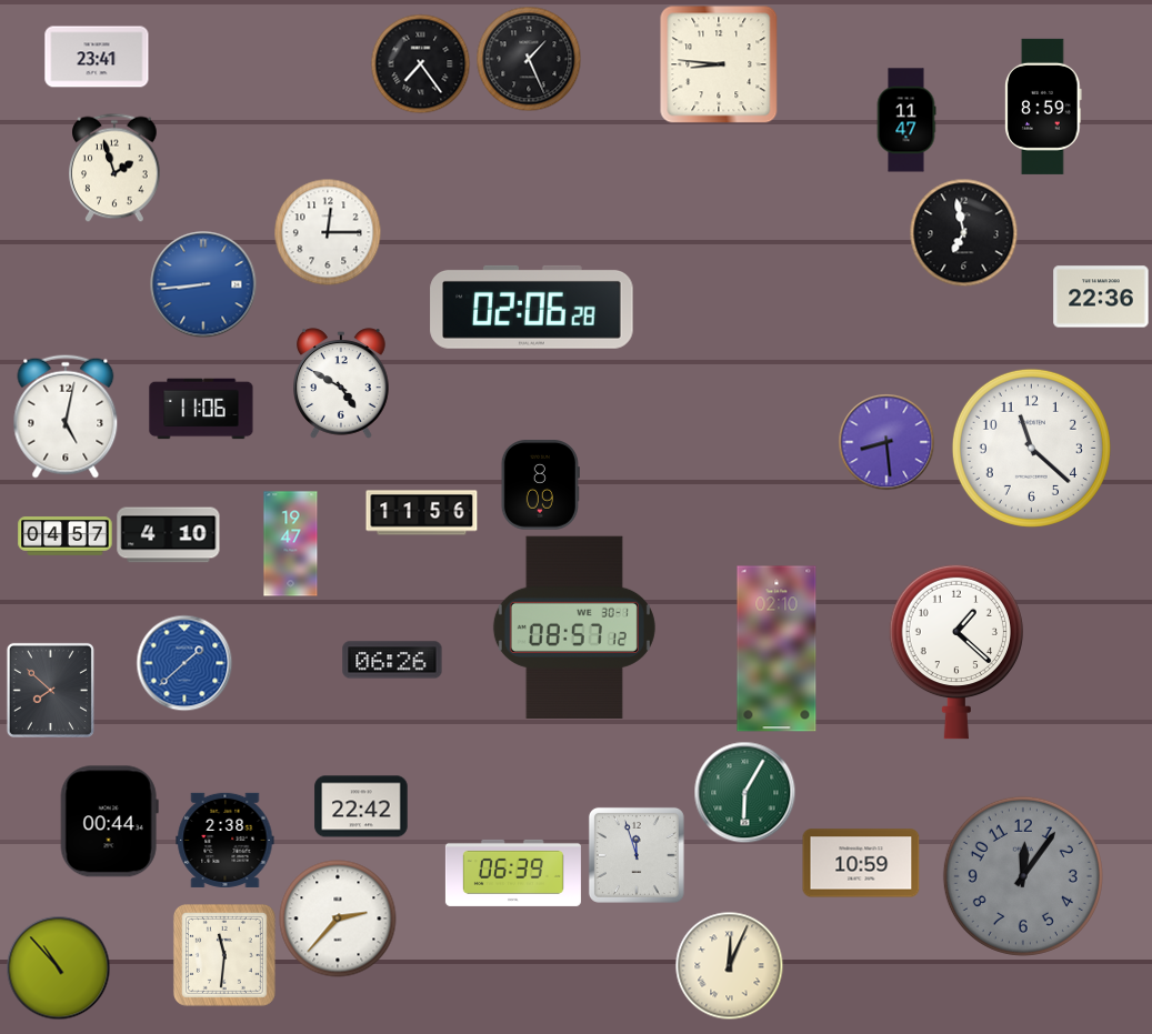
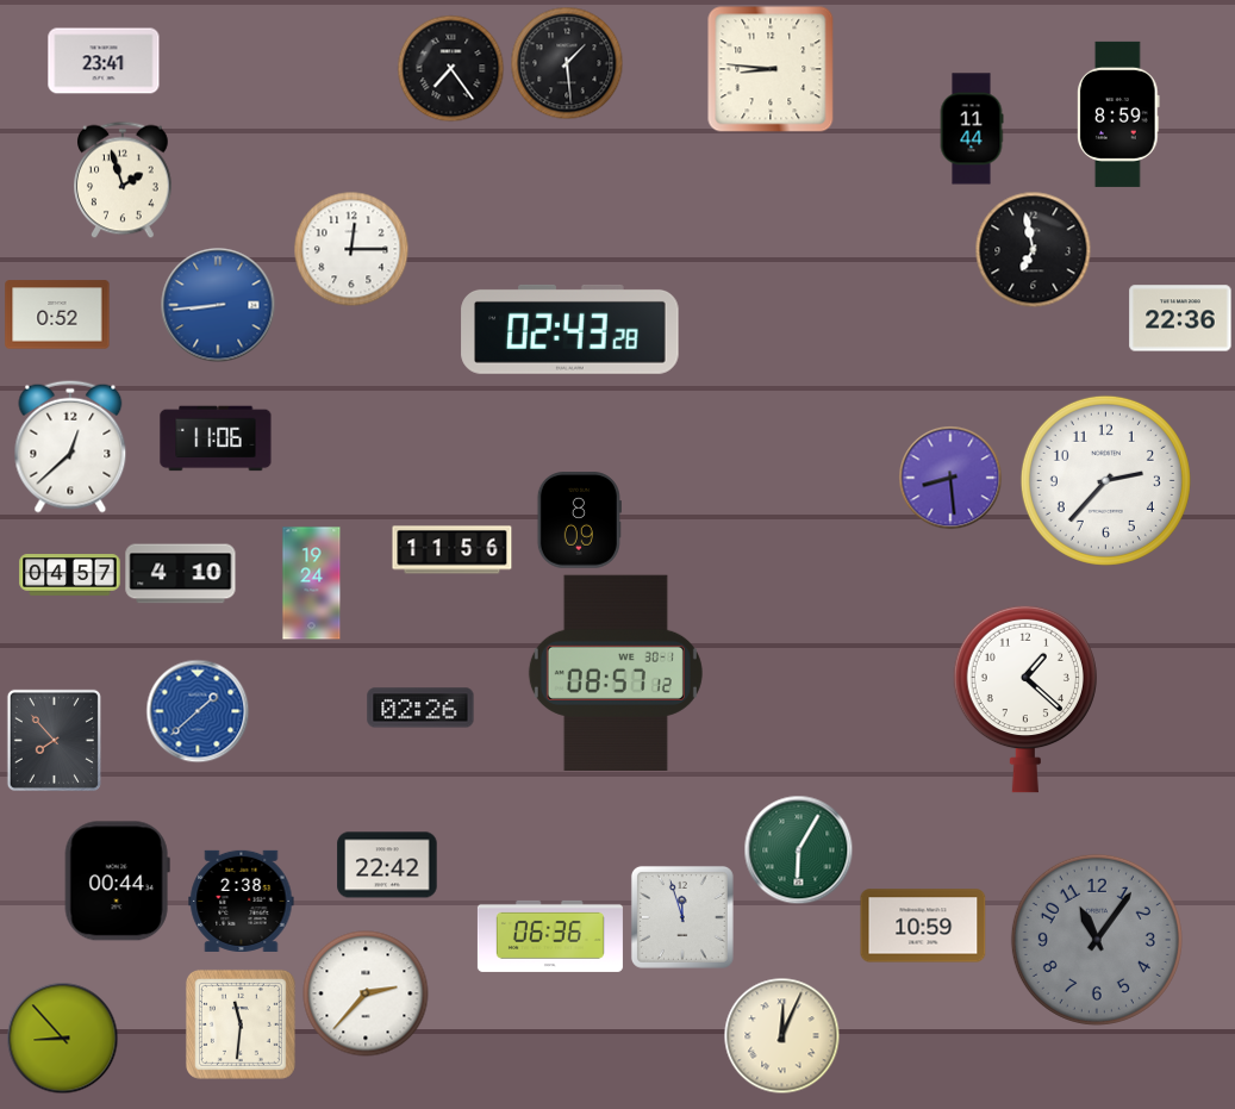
clock at (529, 59): 1:26 -> 1:29
clock at (906, 120): 11:47 -> 11:44
clock at (57, 314): none -> 0:52
clock at (532, 307): 02:06 -> 02:43
clock at (342, 383): 4:50 -> none
clock at (66, 416): 5:02 -> 12:38
clock at (886, 442) position: (886, 442) -> (950, 478)
clock at (1031, 448): 11:22 -> 2:37
clock at (291, 544): 19:47 -> 19:24
clock at (777, 649): 02:10 -> none
clock at (392, 660): 06:26 -> 02:26
clock at (50, 690): 7:52 -> 7:53
clock at (513, 873): 06:39 -> 06:36
clock at (1023, 876): 12:06 -> 11:06
clock at (338, 918) position: (338, 918) -> (366, 993)
clock at (58, 967): 10:53 -> 8:53
